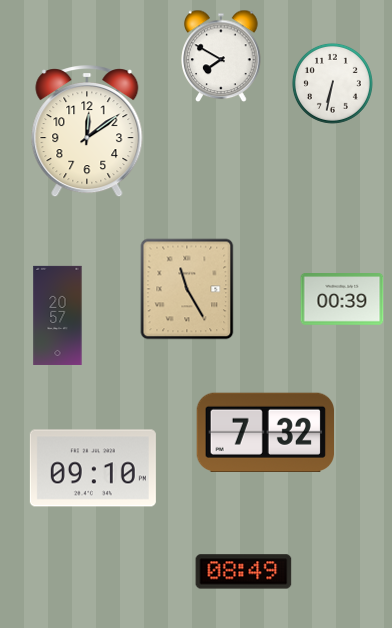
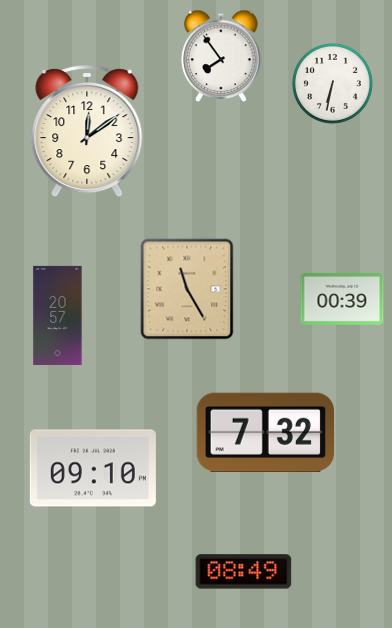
clock at (221, 56): 7:50 -> 7:54
